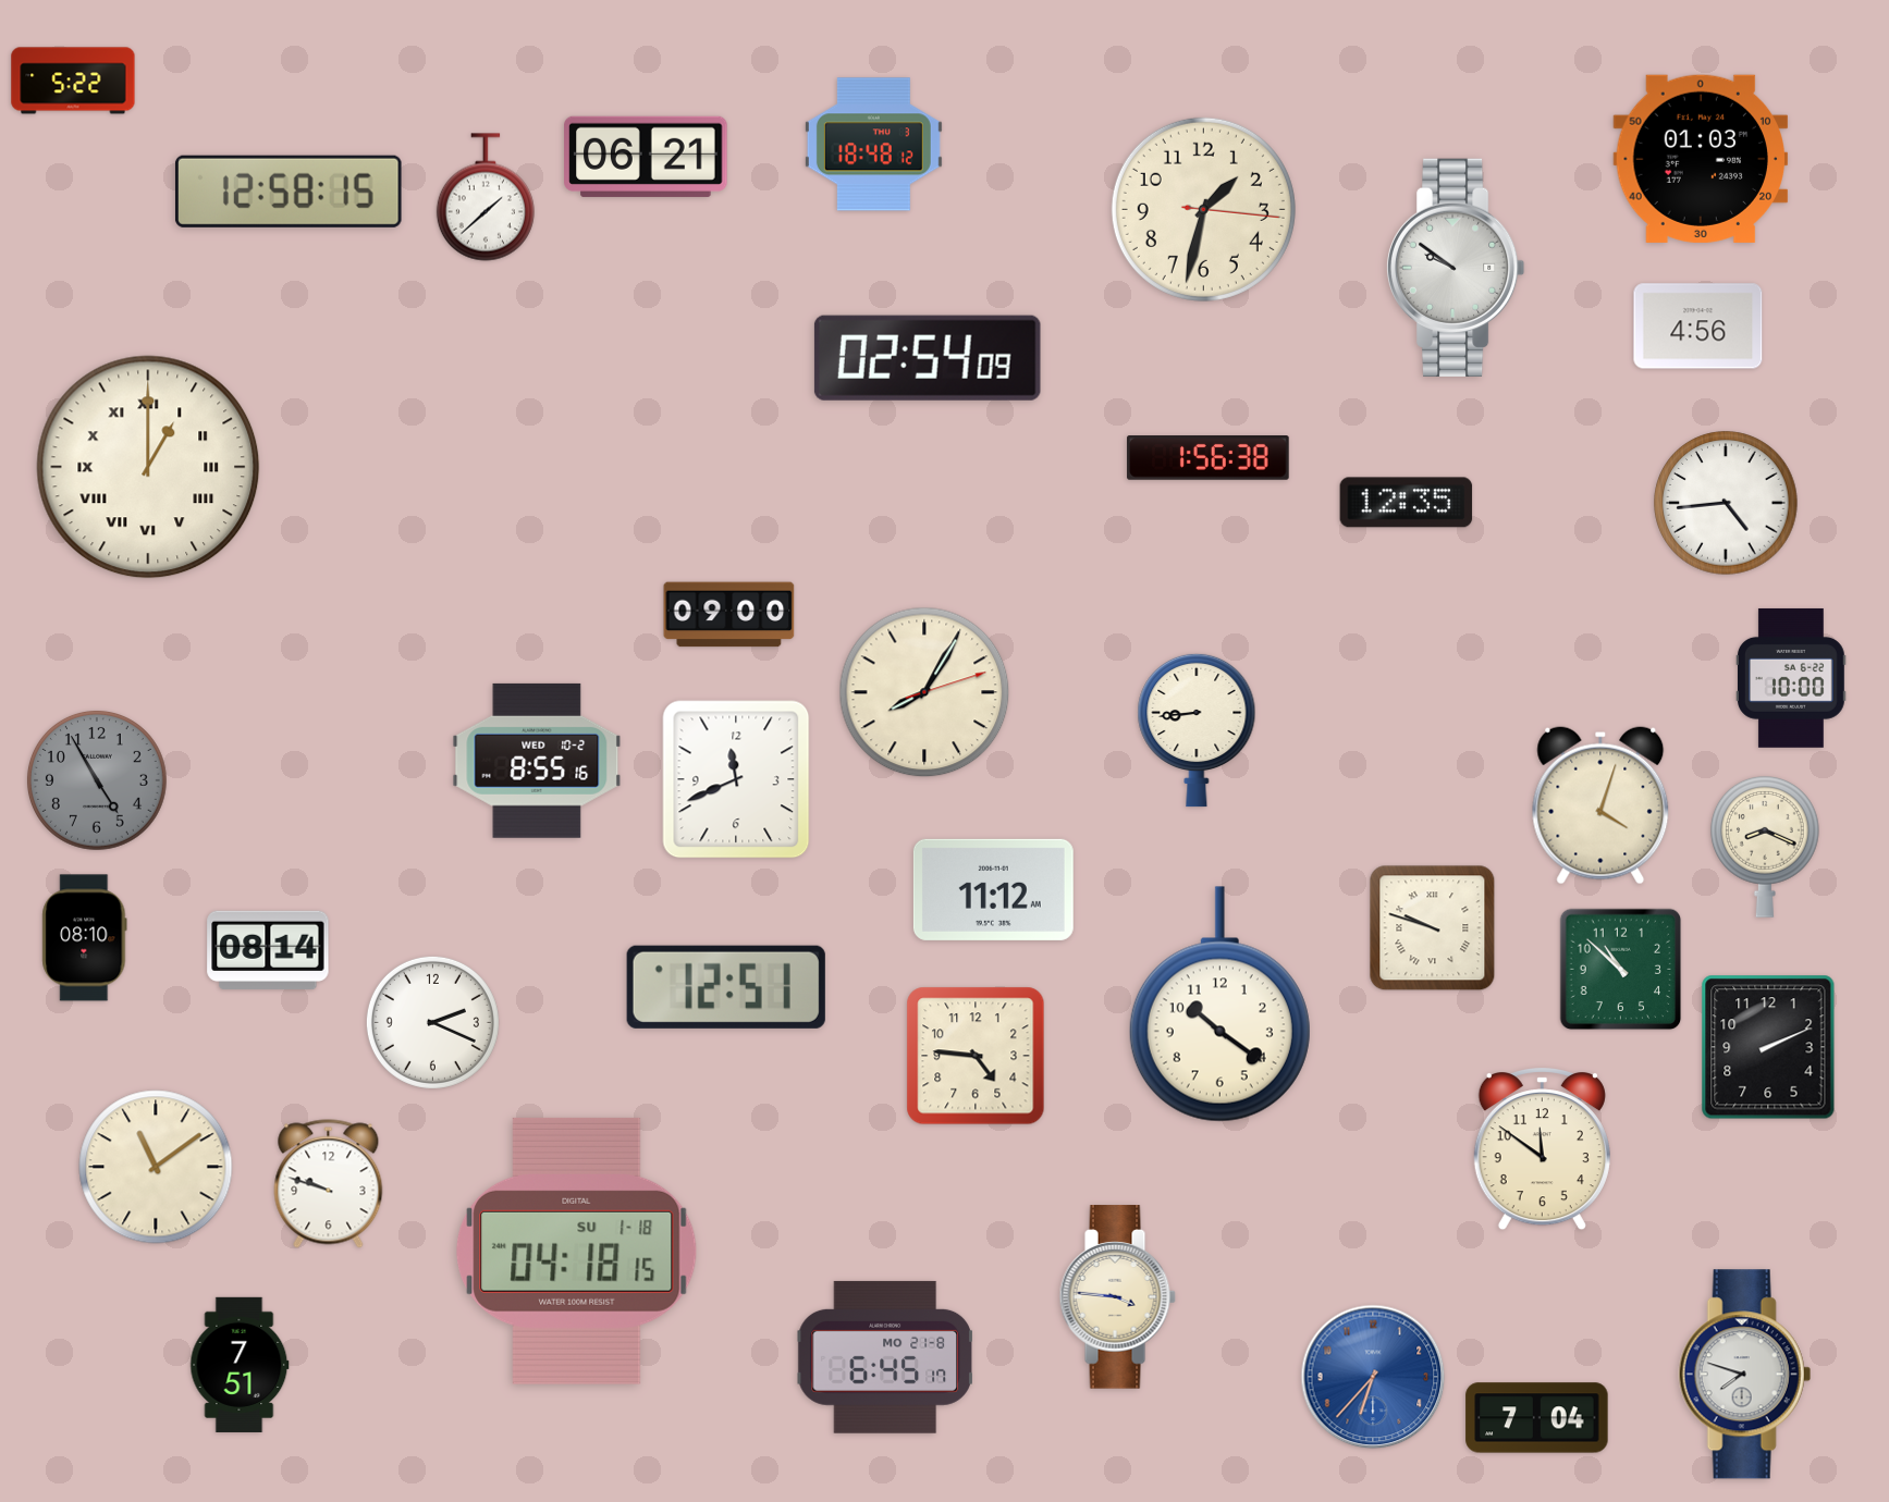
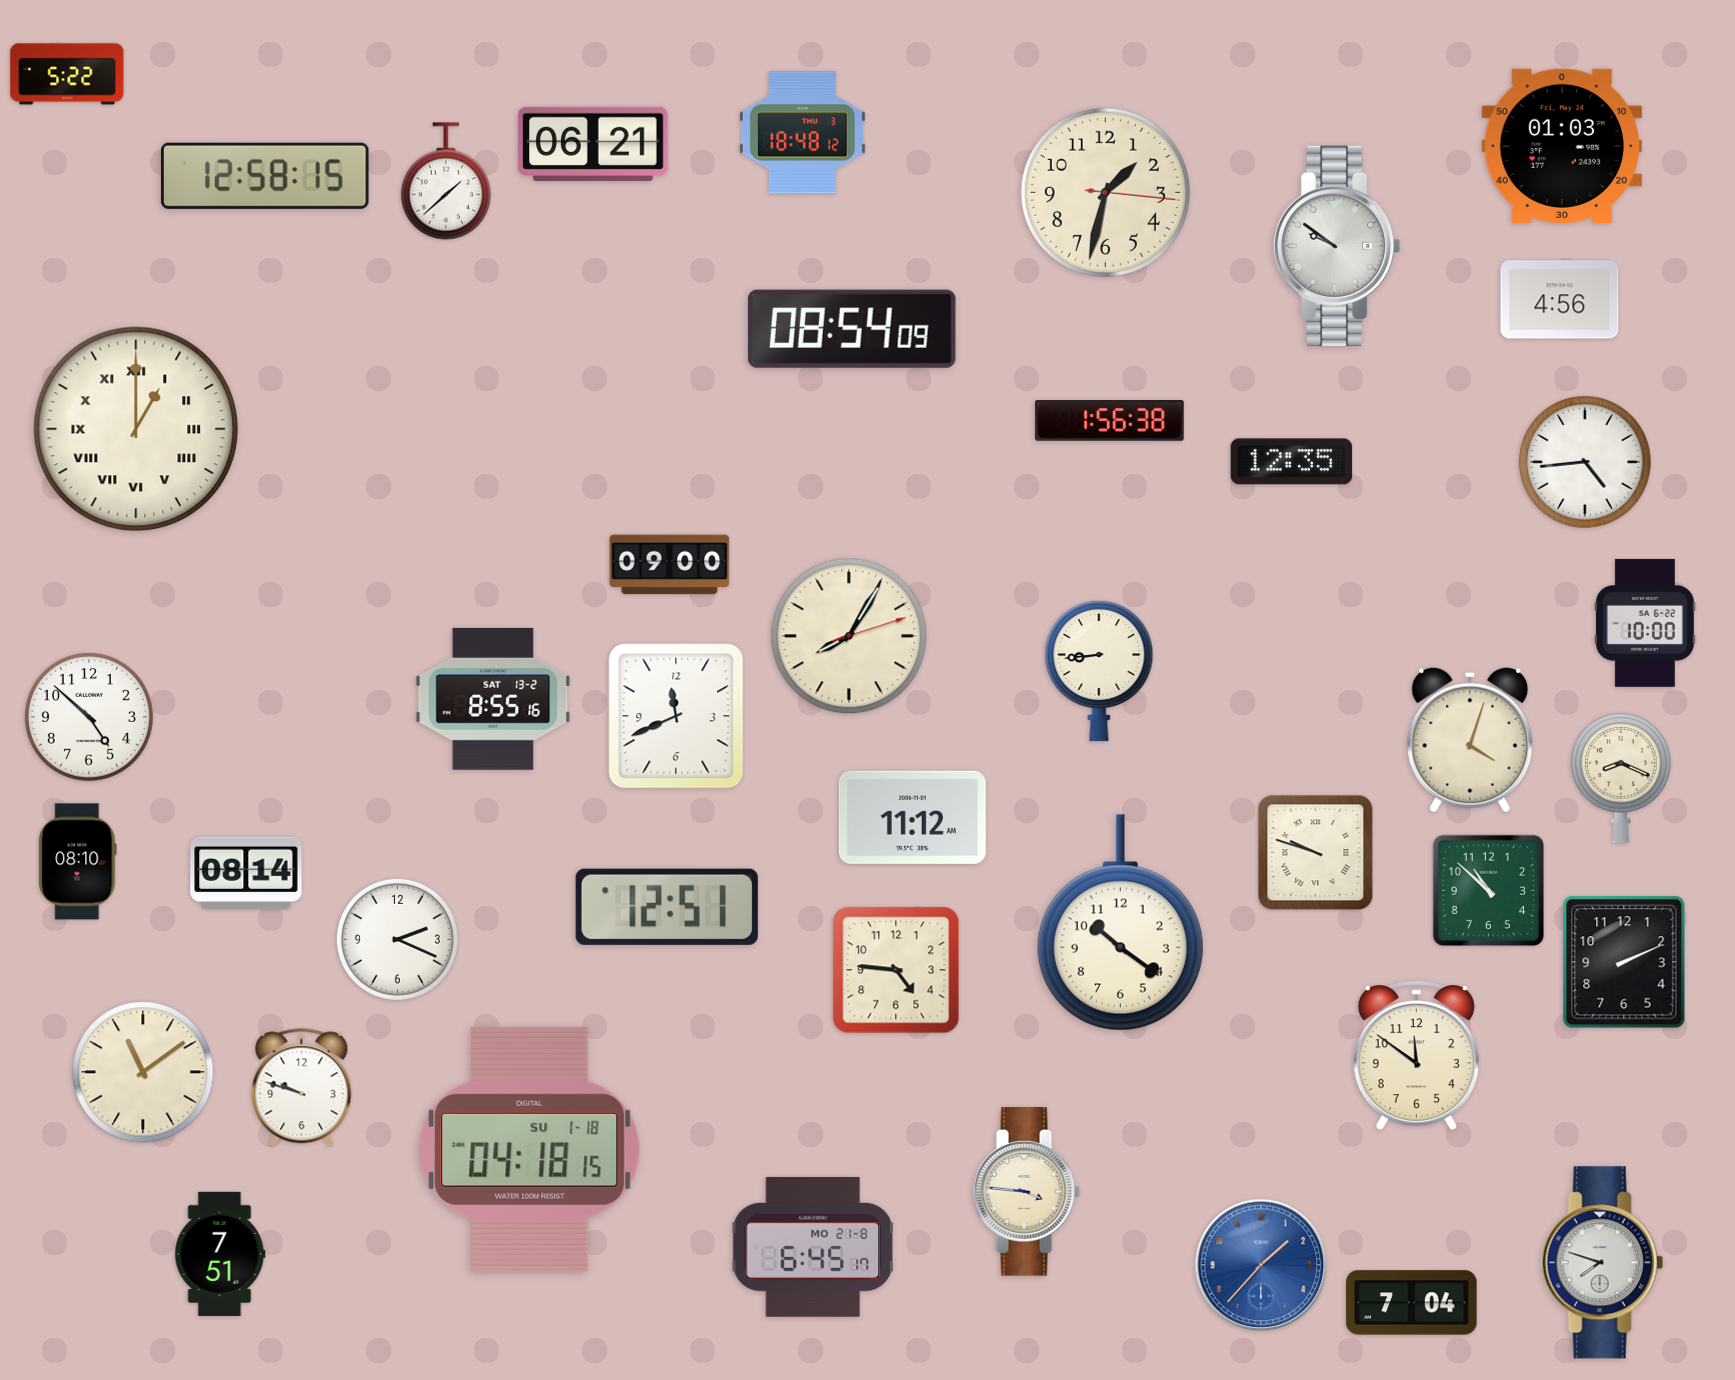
clock at (928, 358): 02:54 -> 08:54
clock at (537, 761) date: WED 10-2 -> SAT 13-2
clock at (98, 781): 4:55 -> 4:52
clock at (98, 781) dial: grey -> white
clock at (1373, 1377): 6:37 -> 1:37
